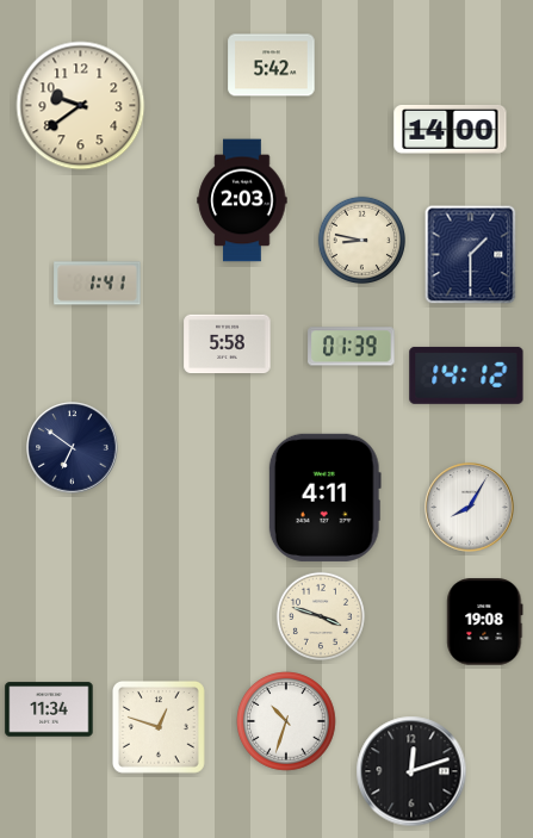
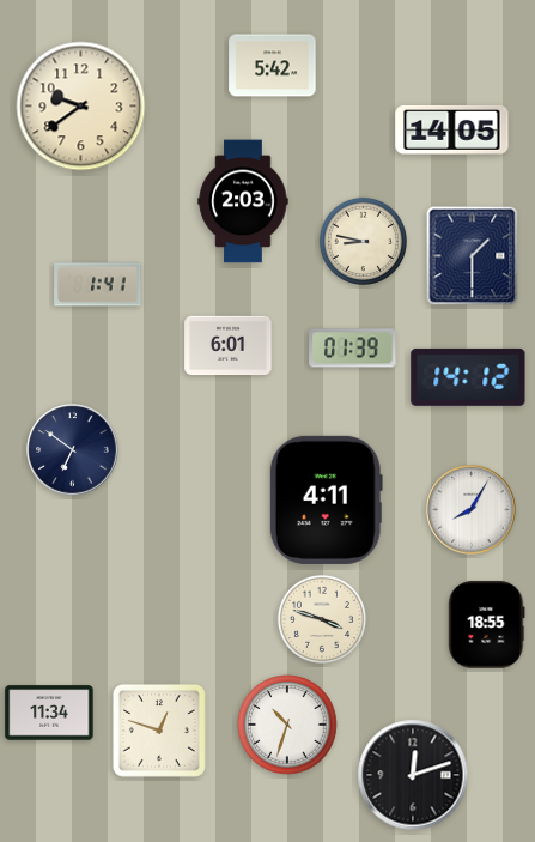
clock at (451, 130): 14:00 -> 14:05
clock at (228, 344): 5:58 -> 6:01
clock at (485, 622): 19:08 -> 18:55
